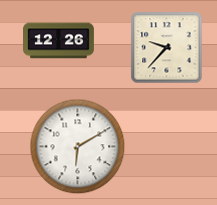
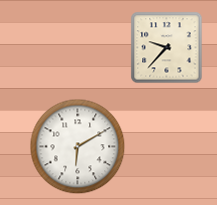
clock at (59, 41): 12:26 -> none
